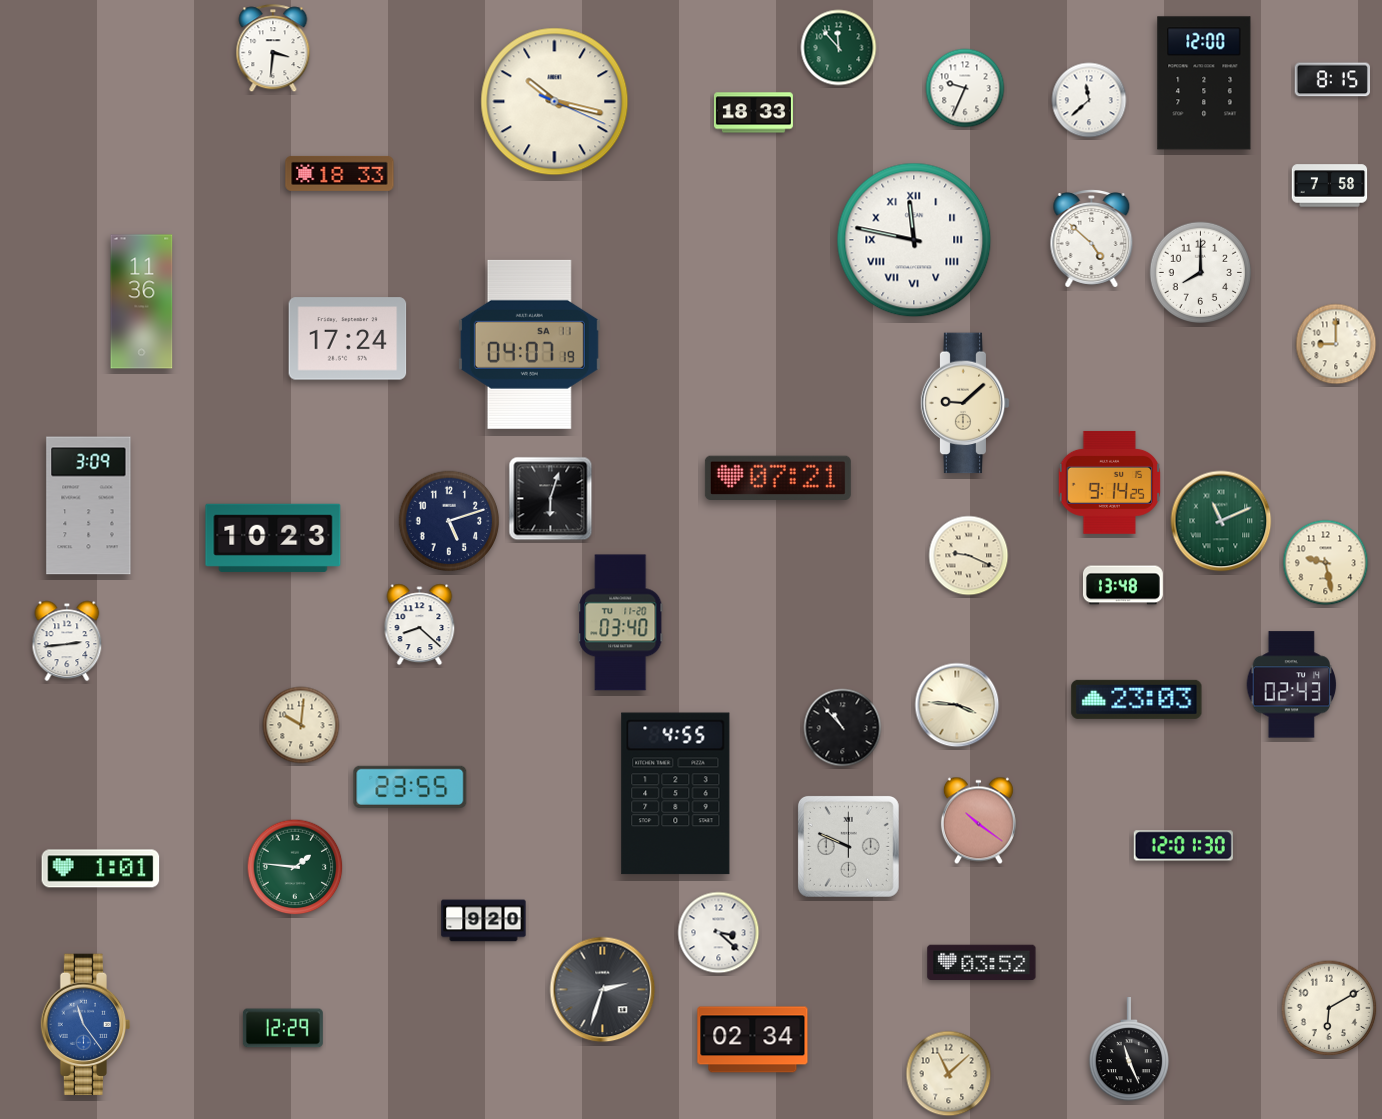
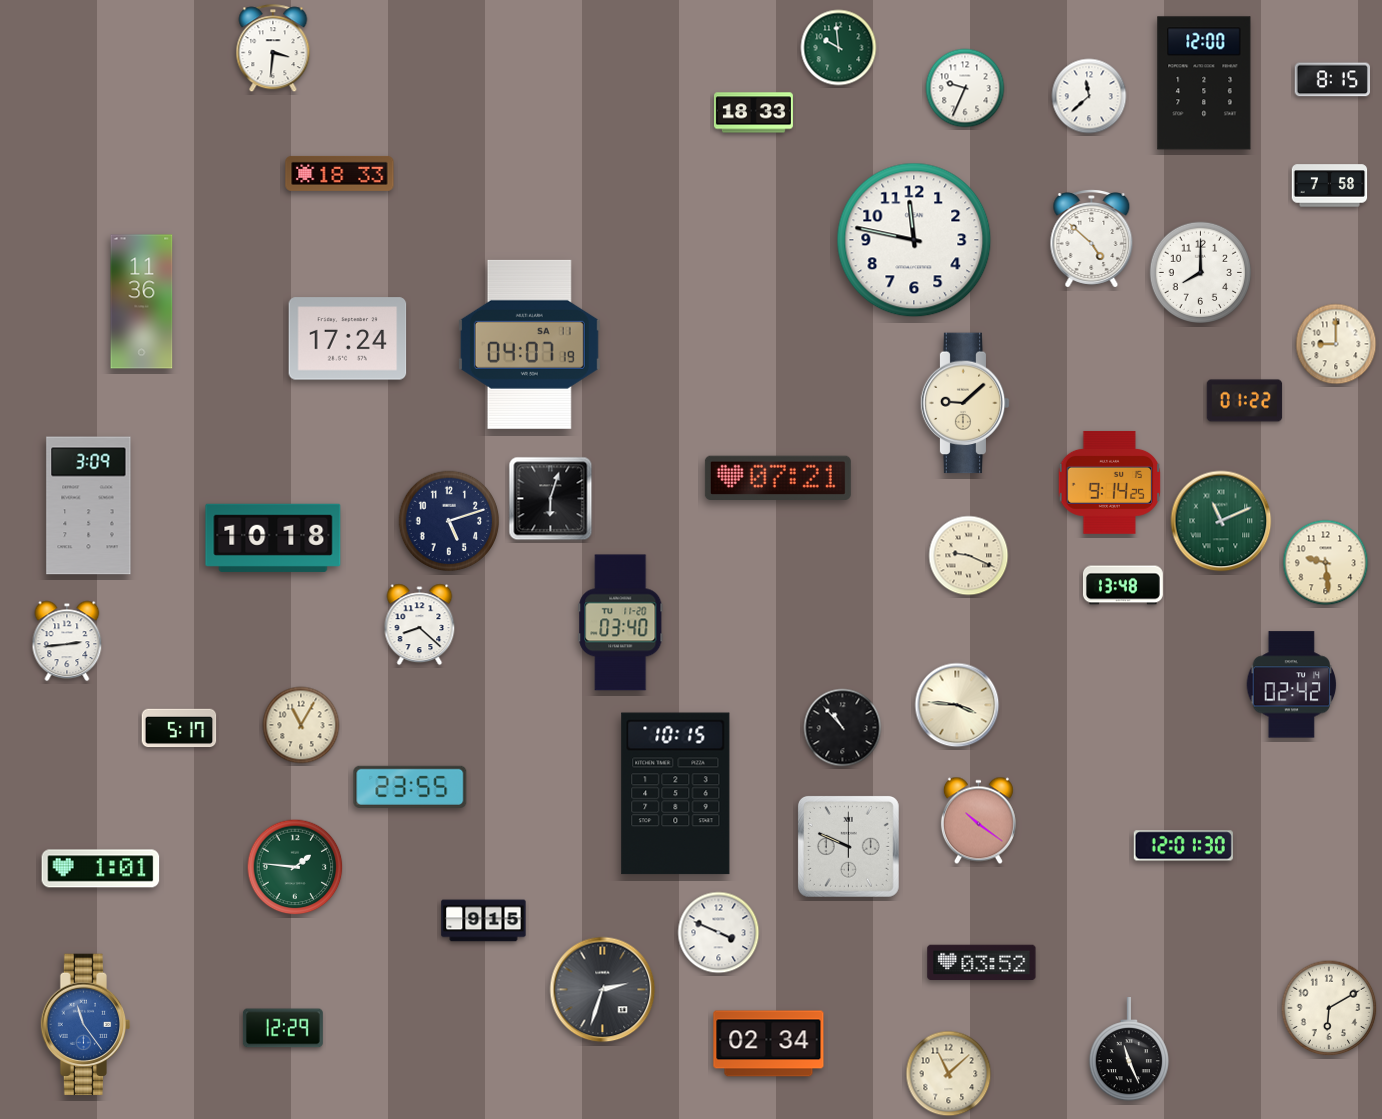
clock at (839, 48): 11:53 -> 9:59
clock at (1089, 100) position: (1089, 100) -> (1089, 96)
clock at (555, 102): 10:17 -> none
clock at (914, 240) numerals: Roman -> Arabic
clock at (1245, 401): none -> 01:22
clock at (273, 538): 10:23 -> 10:18
clock at (1326, 563): 9:28 -> 9:29
clock at (1292, 685): 02:43 -> 02:42
clock at (1137, 699): 23:03 -> none
clock at (301, 725): 10:01 -> 11:05
clock at (179, 728): none -> 5:17
clock at (676, 794): 4:55 -> 10:15
clock at (484, 921): 9:20 -> 9:15
clock at (719, 933): 3:22 -> 3:49
clock at (753, 1040) position: (753, 1040) -> (769, 1044)
